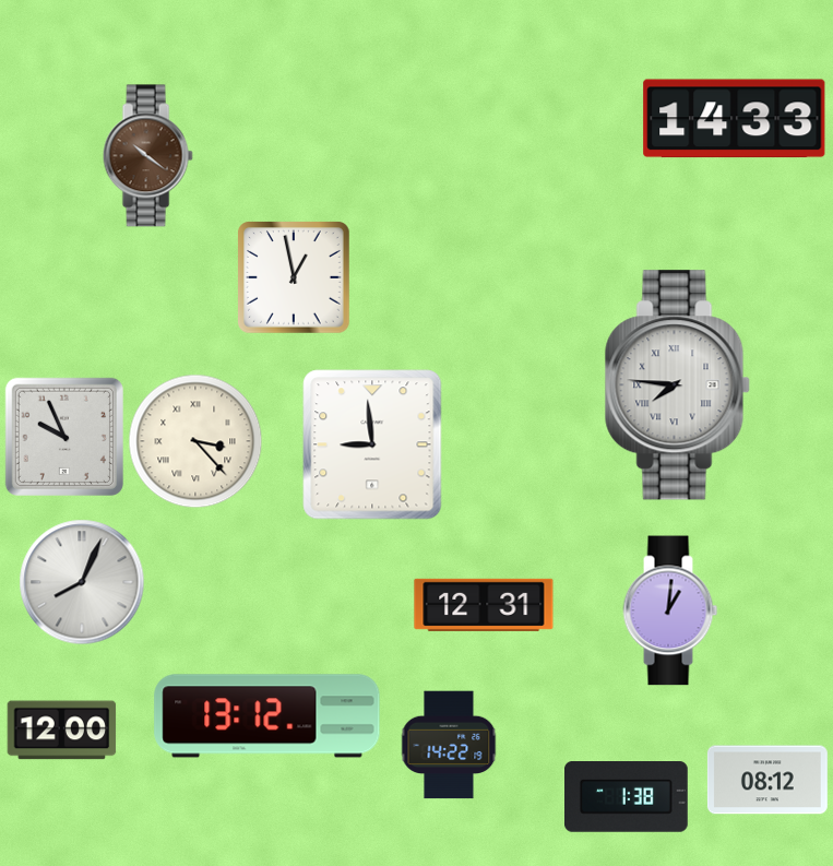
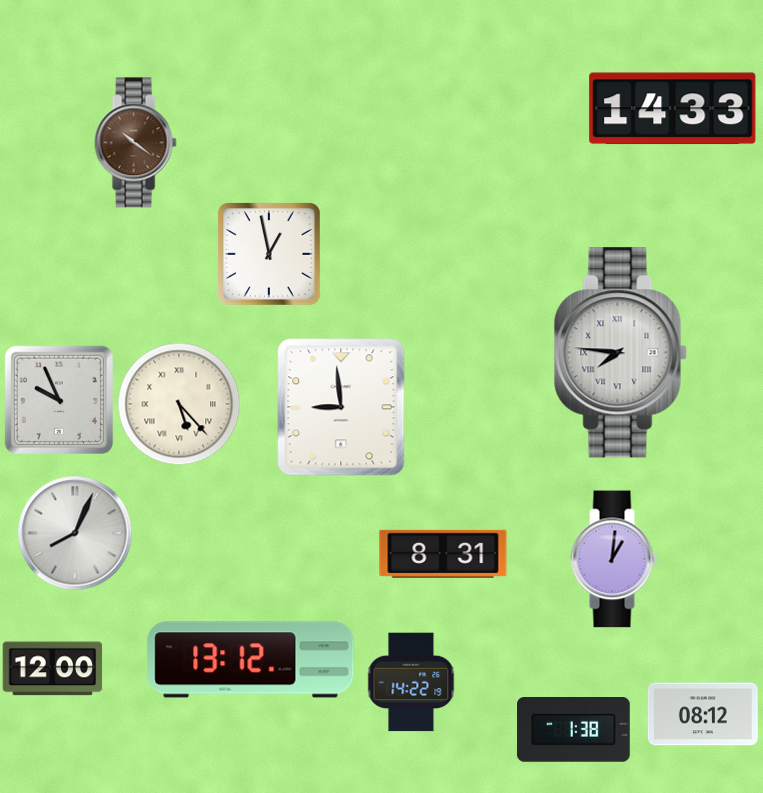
clock at (195, 441): 3:23 -> 5:23
clock at (484, 605): 12:31 -> 8:31
clock at (267, 716) position: (267, 716) -> (251, 660)
clock at (62, 731) position: (62, 731) -> (53, 669)
